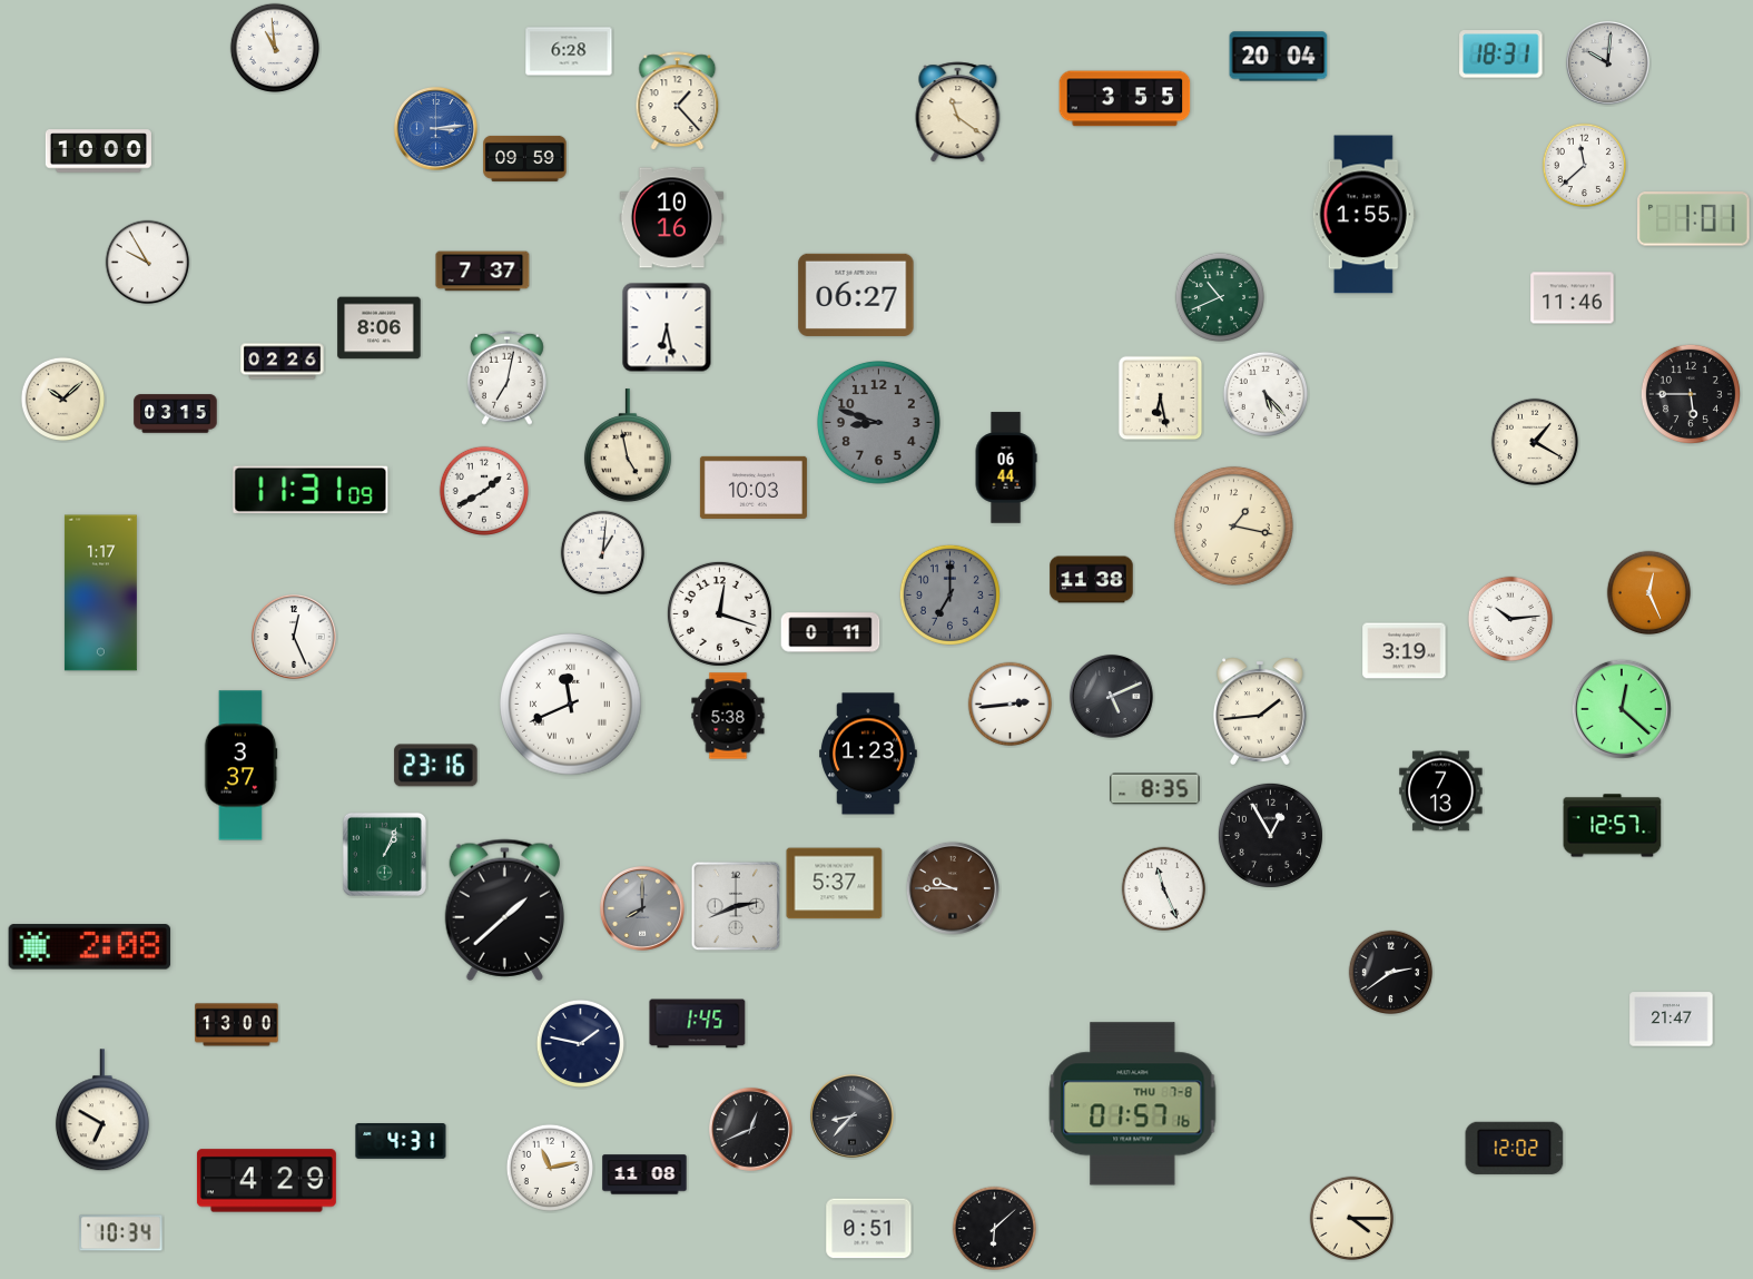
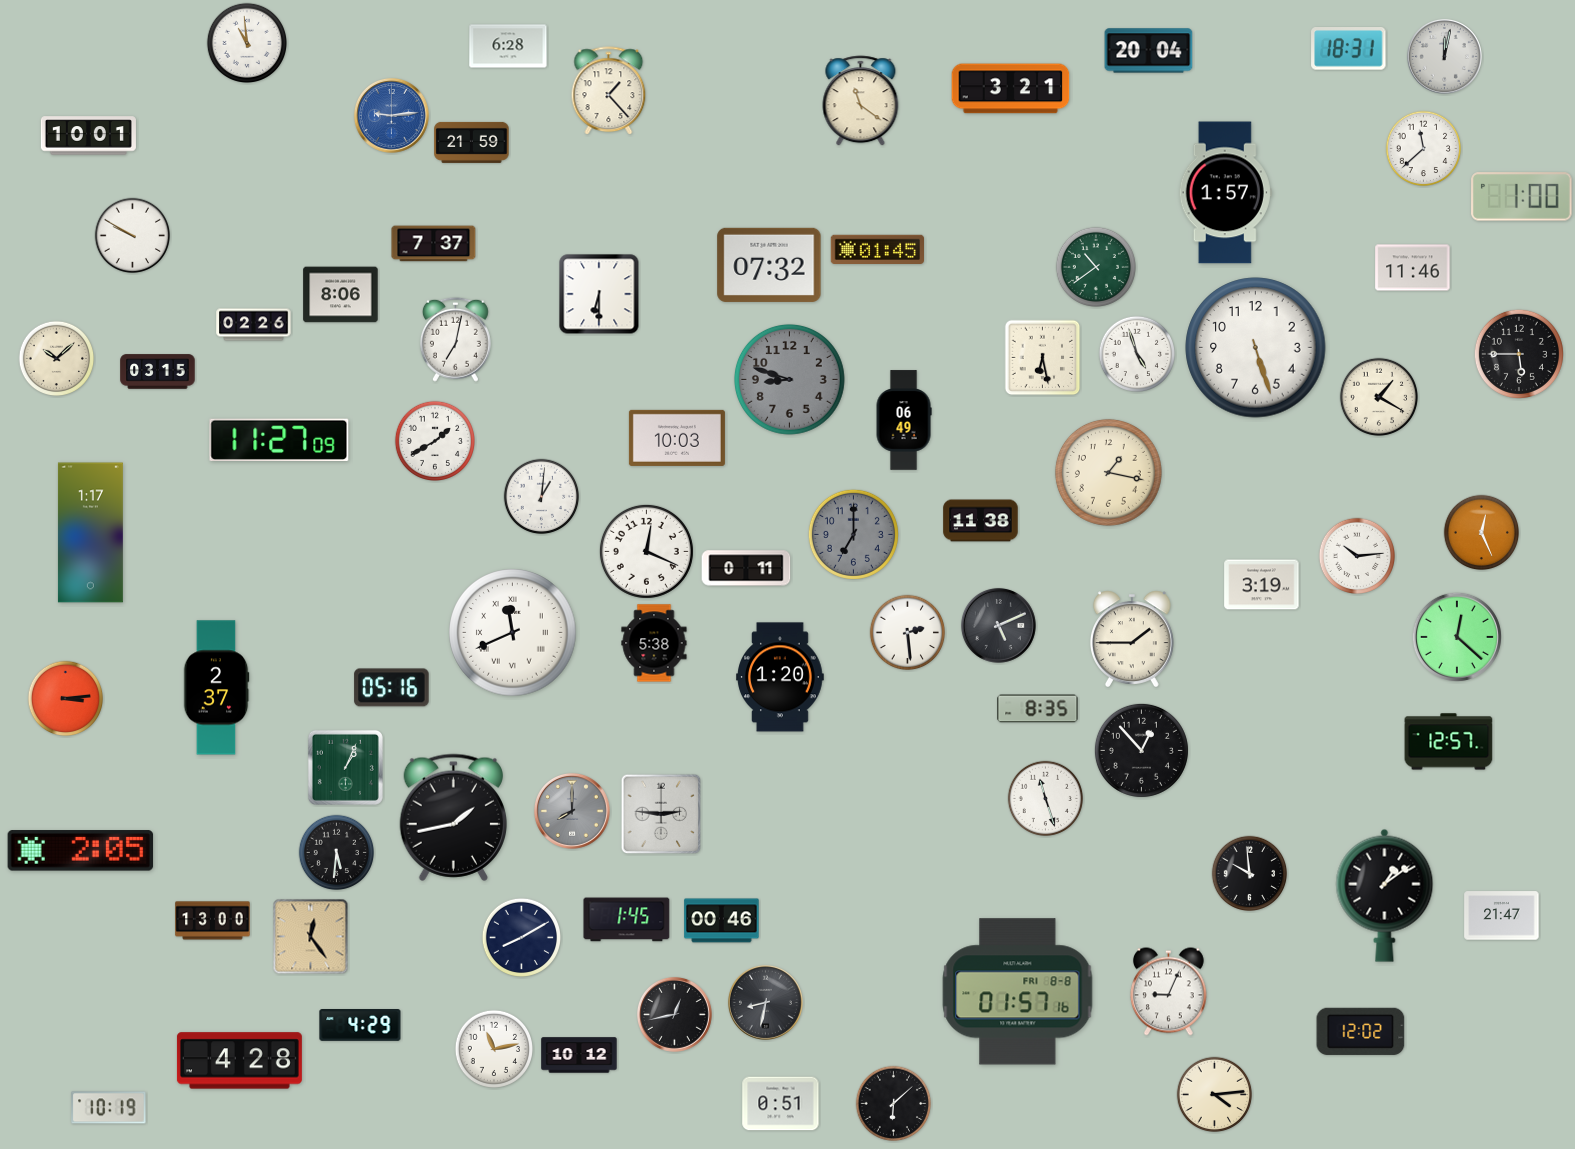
clock at (569, 51) position: (569, 51) -> (508, 46)
clock at (1607, 62): 10:01 -> 12:02
clock at (1125, 99): 3:55 -> 3:21
clock at (435, 128): 3:14 -> 9:14
clock at (98, 151): 10:00 -> 10:01
clock at (525, 158): 09:59 -> 21:59
clock at (1363, 215): 1:55 -> 1:57
clock at (671, 218): 10:16 -> none
clock at (1694, 219): 1:01 -> 1:00
clock at (148, 263): 9:55 -> 9:50
clock at (877, 250): none -> 01:45
clock at (856, 295): 06:27 -> 07:32
clock at (1219, 296): 10:41 -> 10:39
clock at (667, 327): 6:28 -> 6:30
clock at (1256, 348): none -> 5:27
clock at (1265, 394): 5:23 -> 4:57
clock at (628, 446): 4:58 -> none
clock at (1006, 468): 06:44 -> 06:49
clock at (311, 489): 11:31 -> 11:27
clock at (719, 613): 12:18 -> 12:19
clock at (294, 637): 12:26 -> none
clock at (1011, 705): 2:44 -> 2:29
clock at (1260, 711): 1:44 -> 1:45
clock at (868, 754): 1:23 -> 1:20
clock at (240, 766): 3:37 -> 2:37
clock at (436, 766): 23:16 -> 05:16
clock at (66, 699): none -> 3:14
clock at (1441, 791): 7:13 -> none
clock at (1270, 835): 12:55 -> 12:53
clock at (835, 884): 5:37 -> none
clock at (953, 888): 9:45 -> none
clock at (1164, 889): 11:26 -> 11:27
clock at (736, 906): 2:41 -> 2:46
clock at (642, 908) position: (642, 908) -> (572, 811)
clock at (504, 909): 1:38 -> 1:43
clock at (90, 947): 2:08 -> 2:05
clock at (337, 853): none -> 5:31
clock at (1391, 973): 2:39 -> 9:59
clock at (1385, 895): none -> 1:09
clock at (722, 921): none -> 00:46
clock at (311, 937): none -> 12:24
clock at (580, 1043): 1:47 -> 8:10
clock at (1133, 1104) date: THU 7-8 -> FRI 8-8
clock at (1168, 992): none -> 9:04
clock at (102, 1111): 6:50 -> none
clock at (851, 1115): 8:37 -> 8:32
clock at (750, 1129): 12:41 -> 12:43
clock at (401, 1142): 4:31 -> 4:29
clock at (644, 1174): 11:08 -> 10:12
clock at (266, 1181): 4:29 -> 4:28
clock at (1352, 1219): 4:15 -> 4:14
clock at (121, 1233): 10:34 -> 10:19
